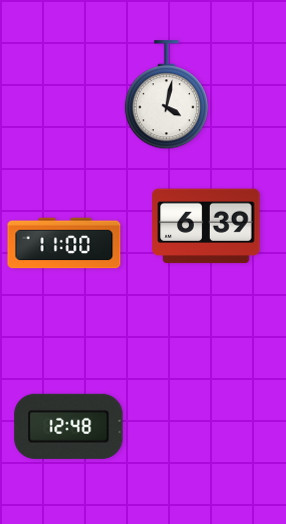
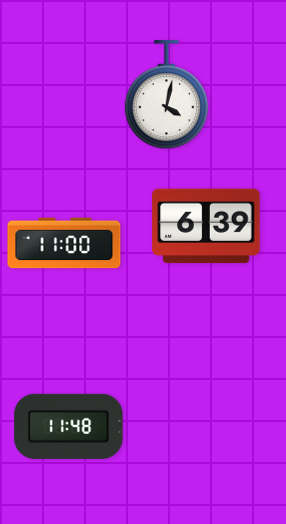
clock at (69, 426): 12:48 -> 11:48
